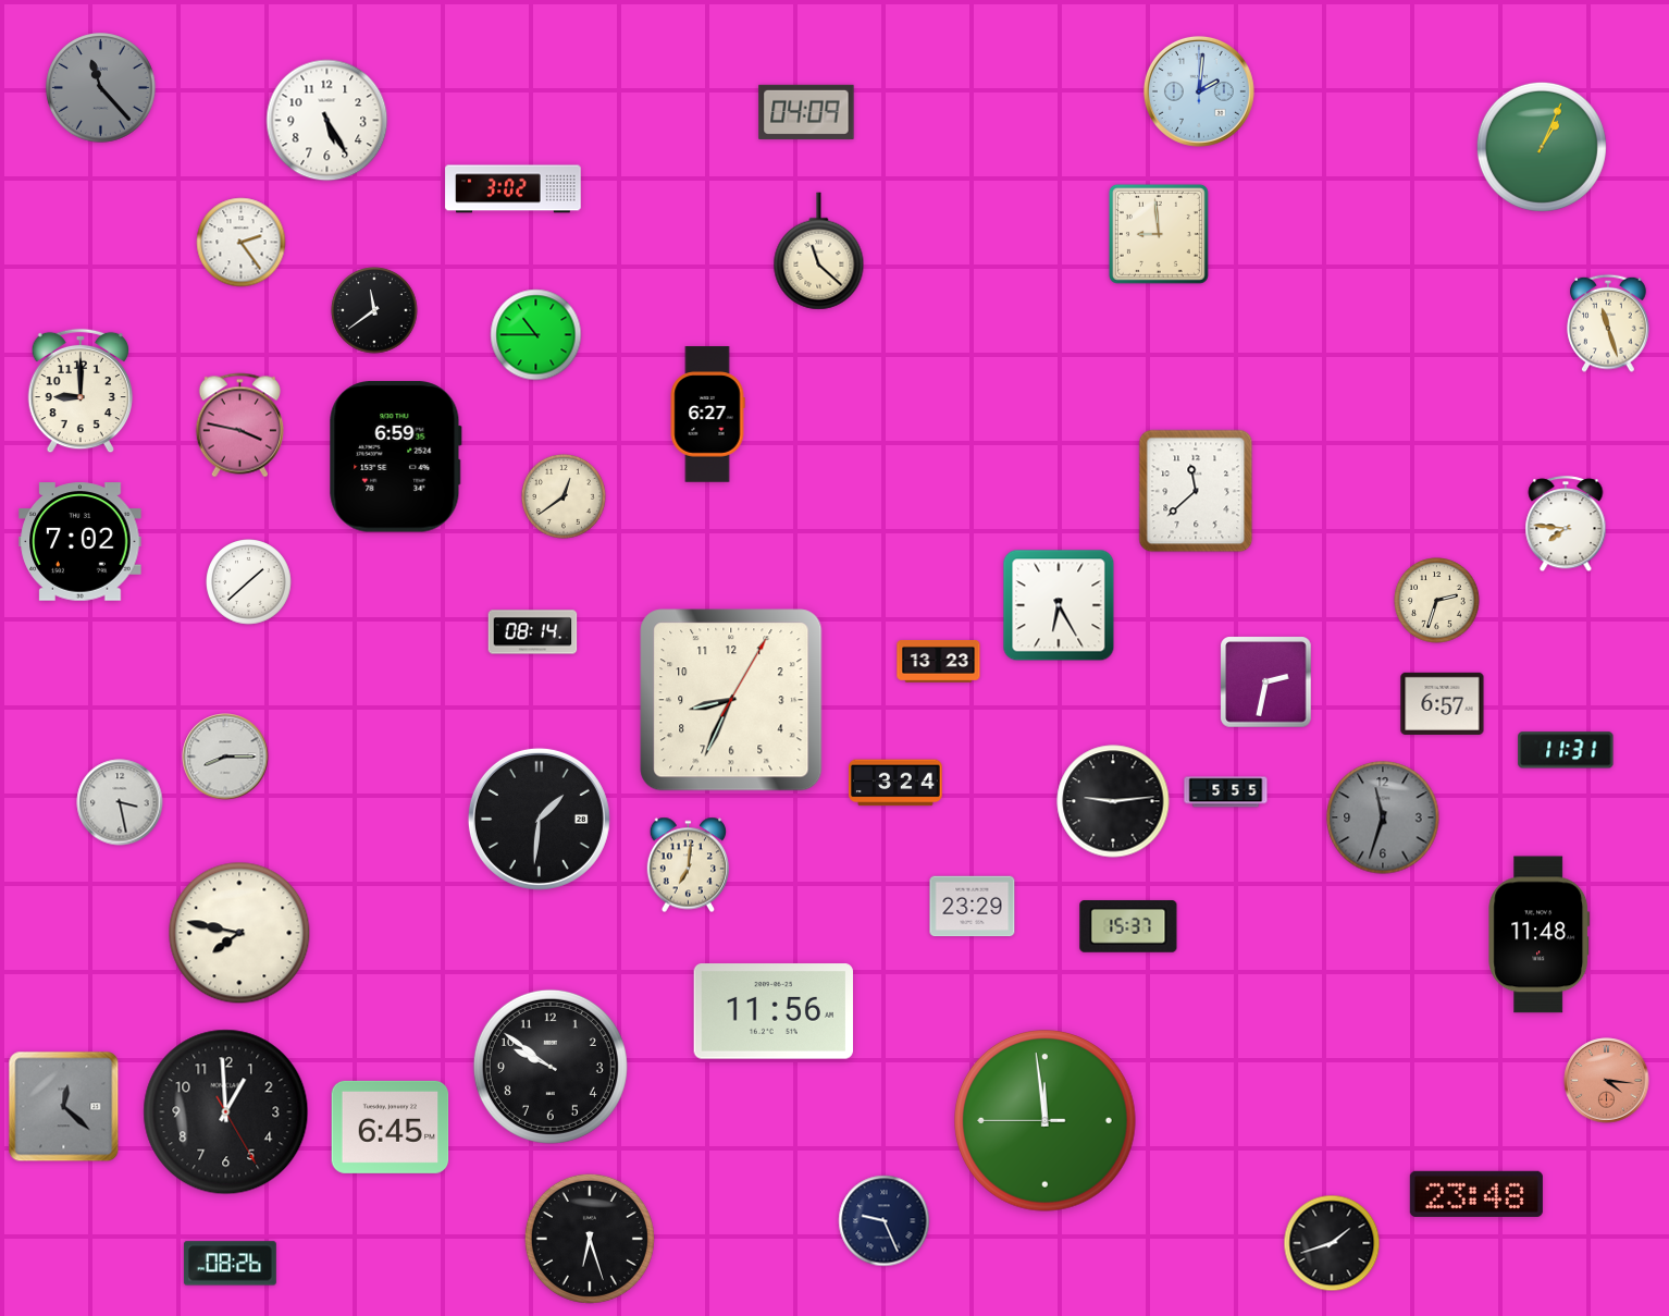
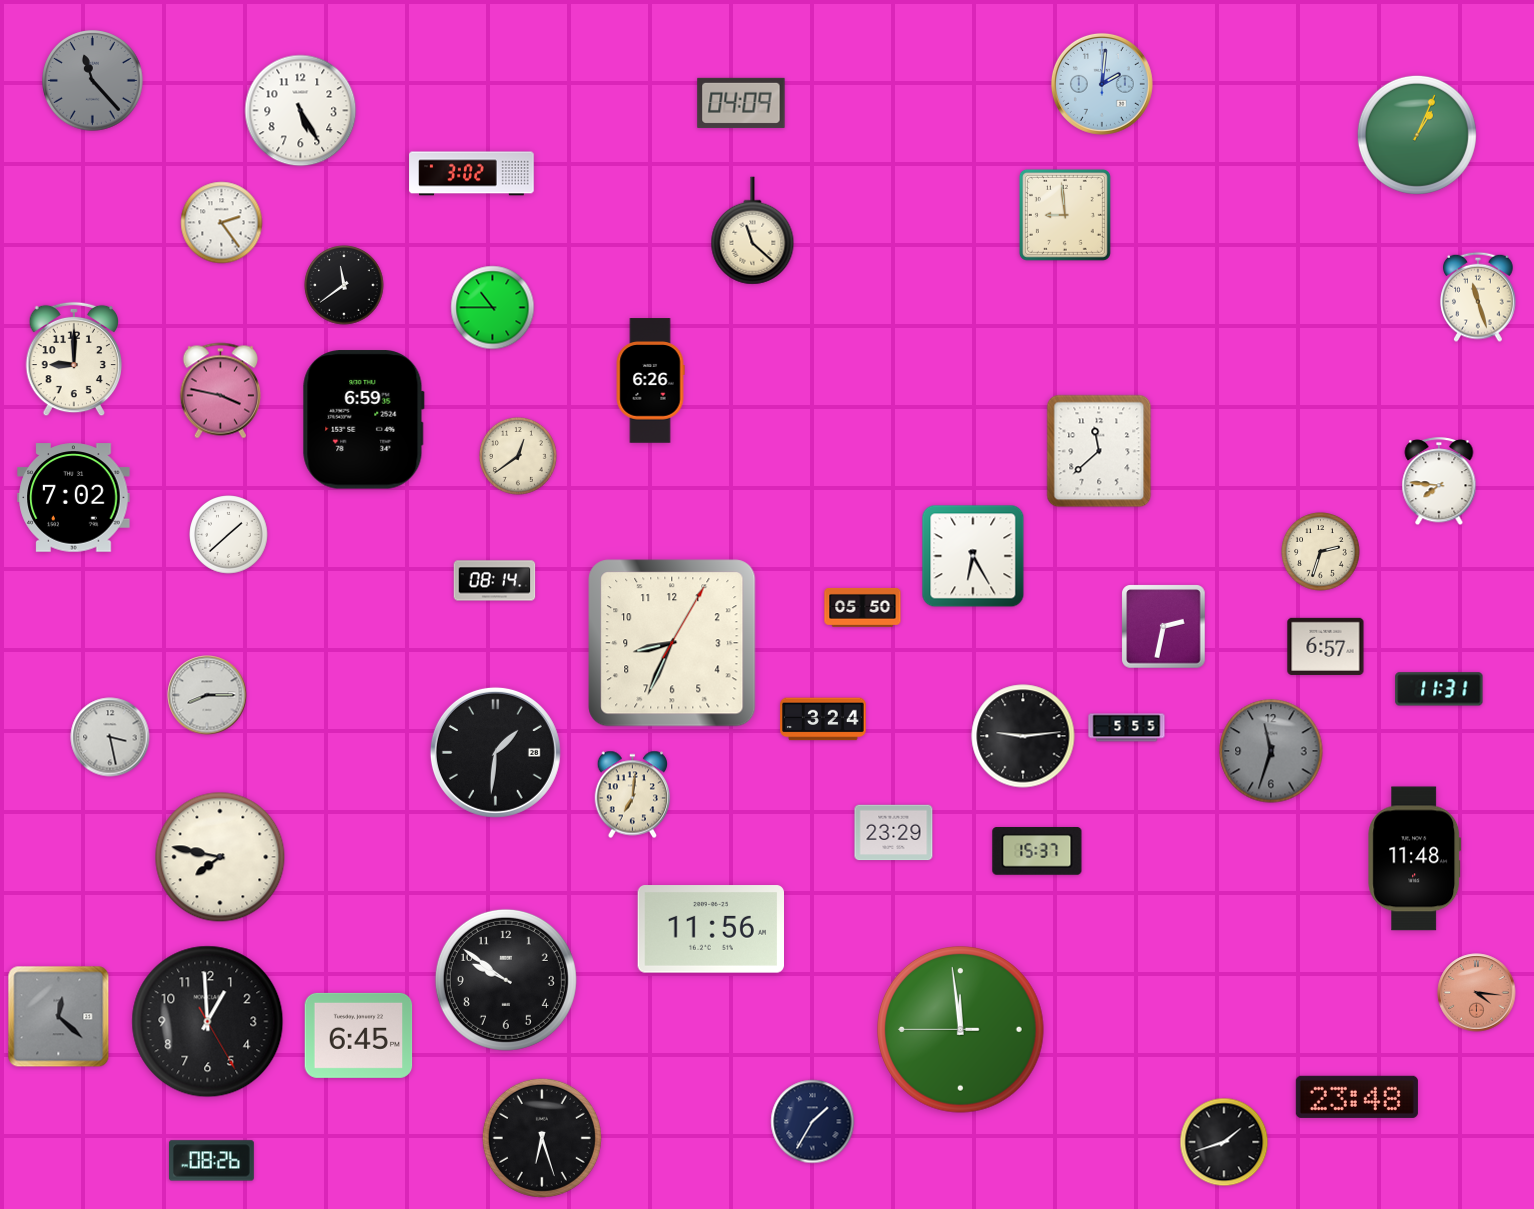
clock at (707, 415): 6:27 -> 6:26
clock at (533, 632) position: (533, 632) -> (495, 581)
clock at (939, 661): 13:23 -> 05:50
clock at (885, 1221): 9:26 -> 1:35
